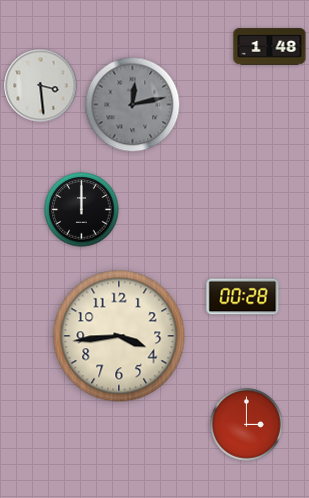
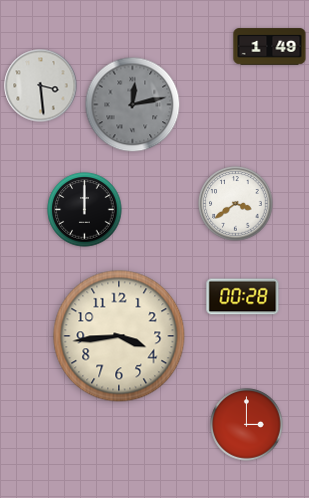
clock at (270, 47): 1:48 -> 1:49
clock at (236, 204): none -> 3:39
clock at (82, 210) position: (82, 210) -> (85, 210)
